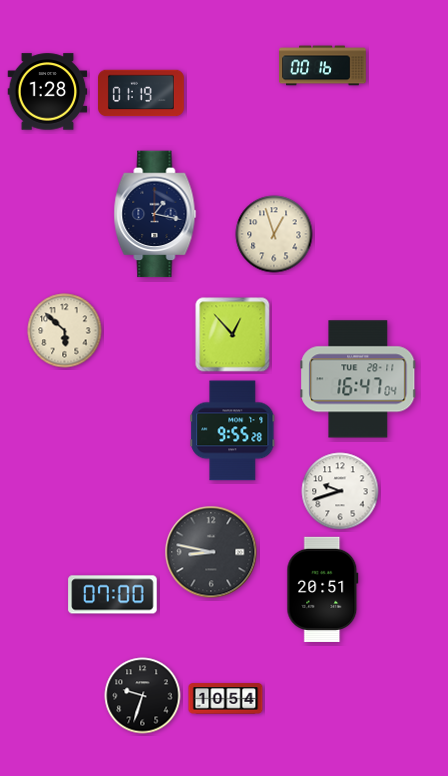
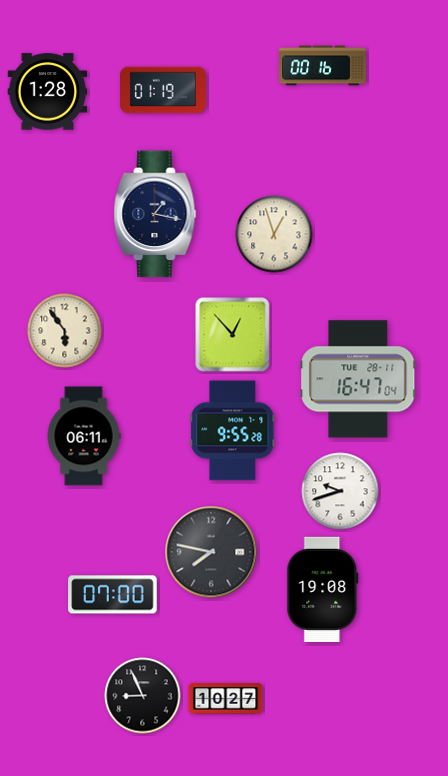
clock at (142, 93) position: (142, 93) -> (164, 90)
clock at (65, 331): 5:52 -> 5:54
clock at (84, 436): none -> 06:11
clock at (211, 552): 8:47 -> 7:47
clock at (323, 589): 20:51 -> 19:08
clock at (143, 696): 9:33 -> 8:56
clock at (226, 699): 10:54 -> 10:27
